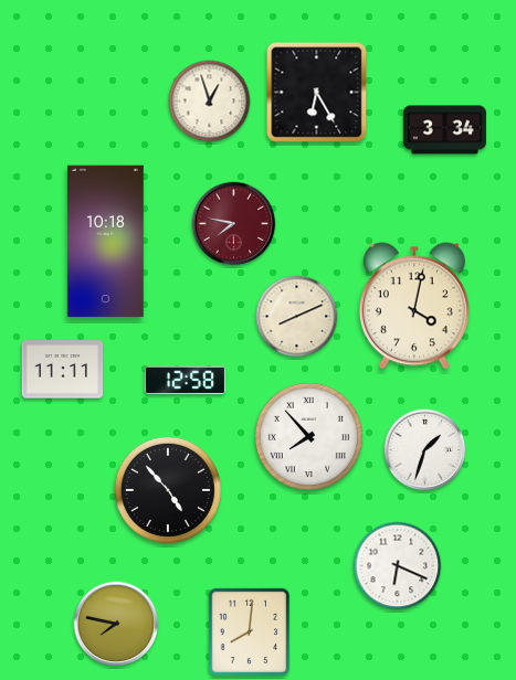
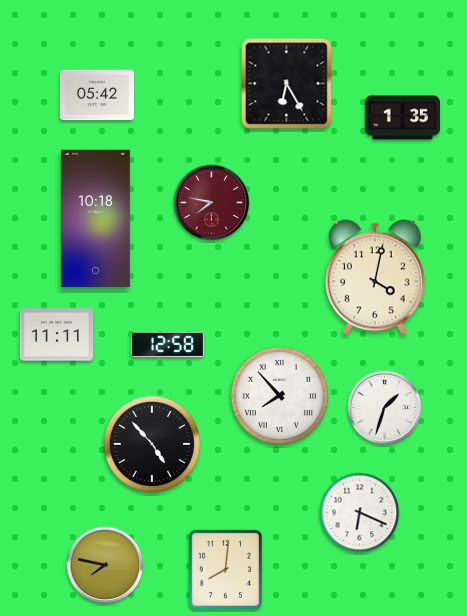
clock at (210, 102): 12:57 -> none
clock at (96, 95): none -> 05:42
clock at (444, 130): 3:34 -> 1:35
clock at (297, 317): 8:11 -> none
clock at (250, 633) position: (250, 633) -> (226, 570)
